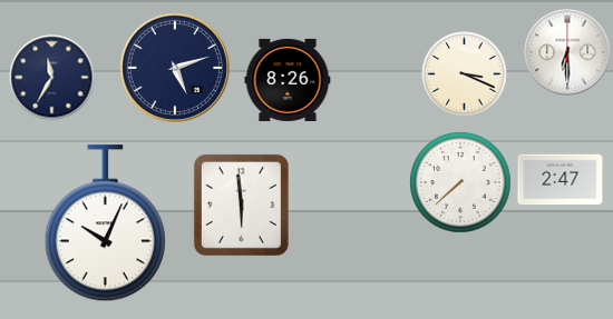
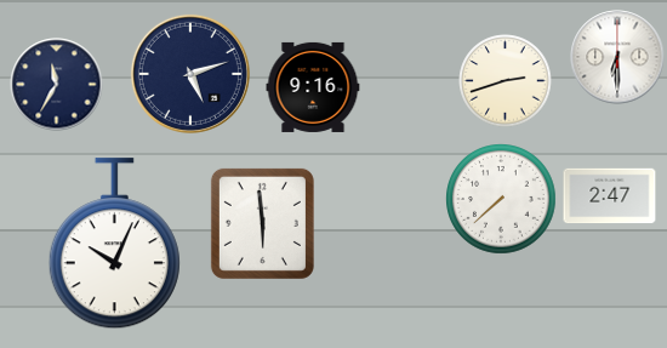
clock at (465, 74): 3:19 -> 2:42
clock at (288, 80): 8:26 -> 9:16
